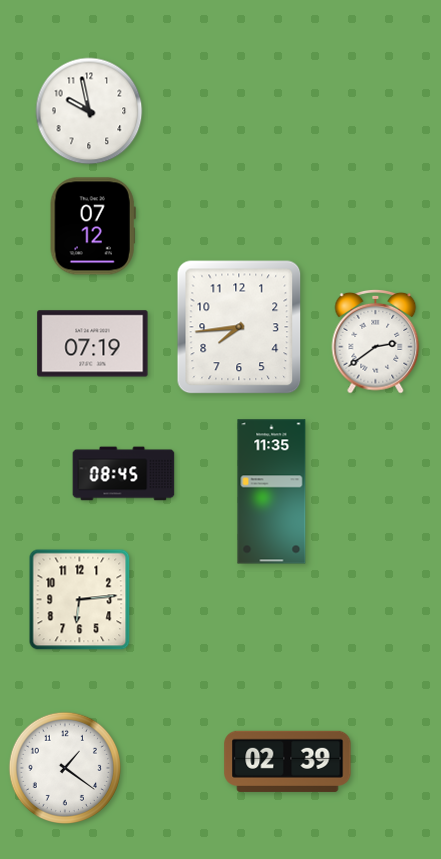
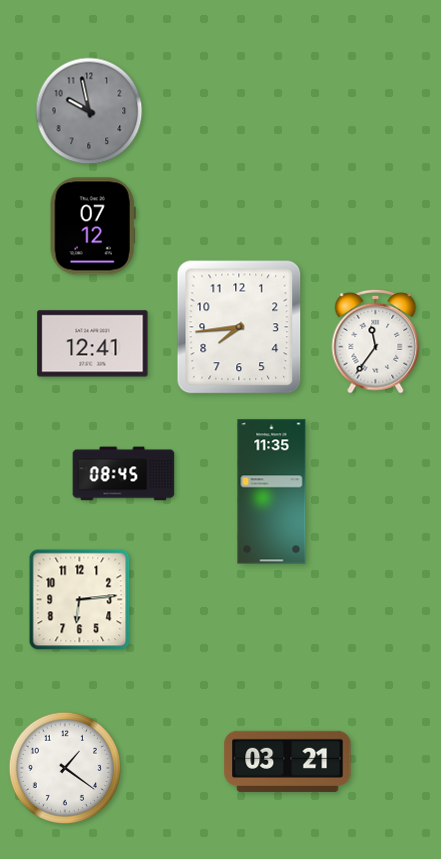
clock at (89, 111) dial: white -> grey
clock at (376, 341): 2:39 -> 11:36
clock at (93, 344): 07:19 -> 12:41
clock at (288, 761): 02:39 -> 03:21
